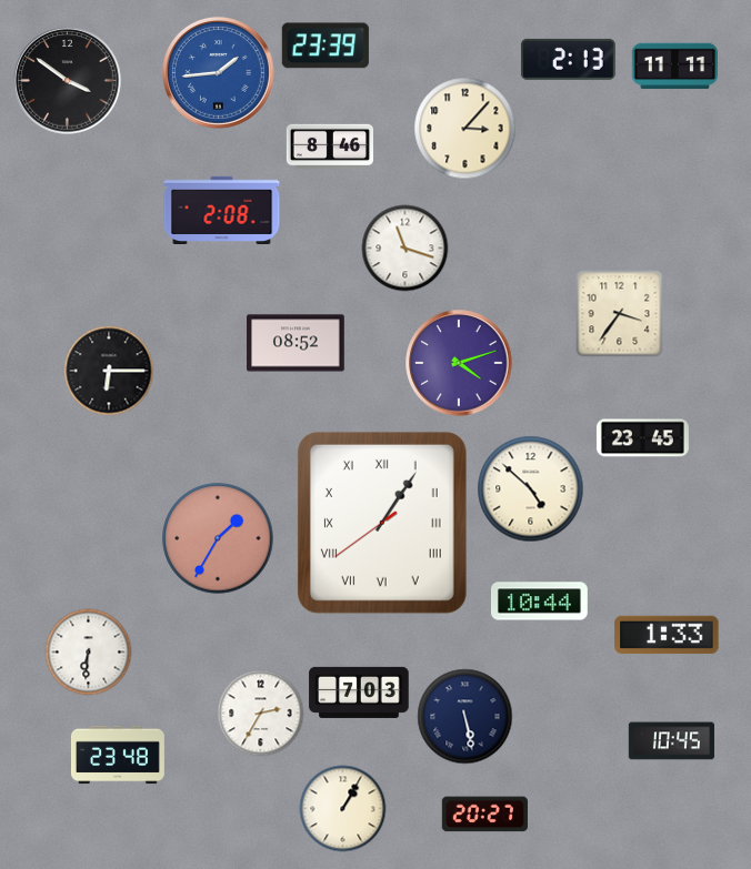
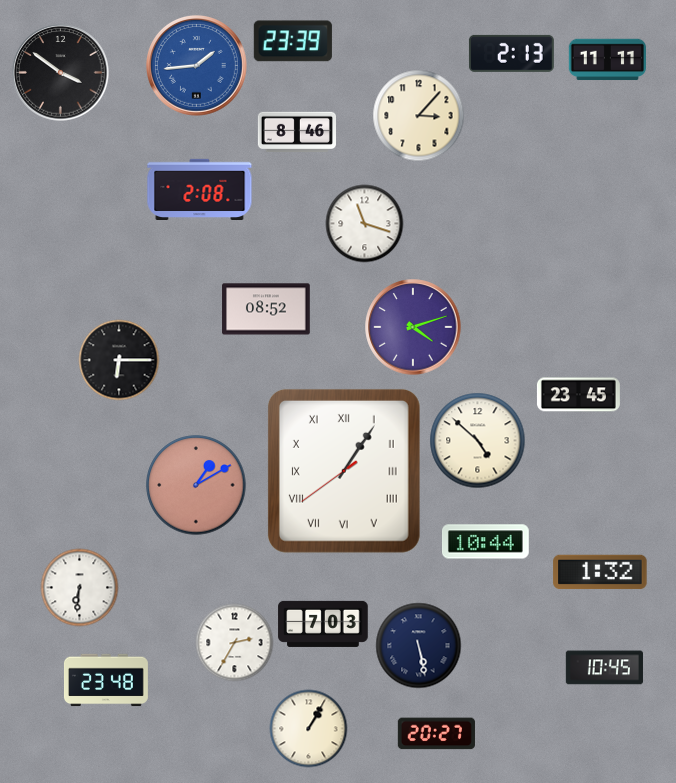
clock at (619, 313): 3:36 -> none
clock at (109, 371) position: (109, 371) -> (119, 360)
clock at (218, 538): 1:35 -> 1:10
clock at (667, 635): 1:33 -> 1:32
